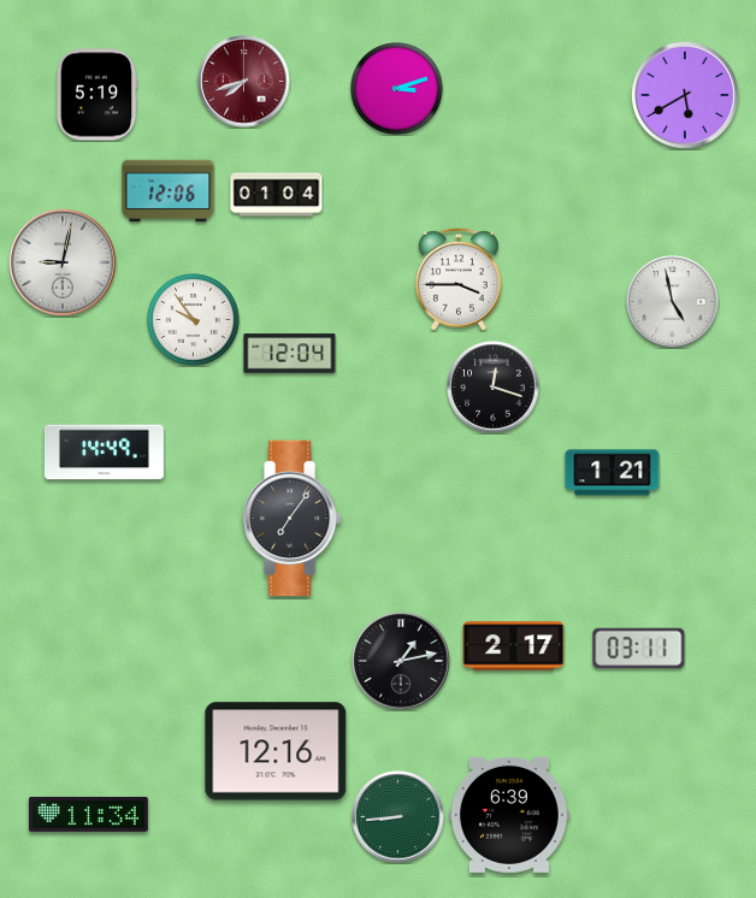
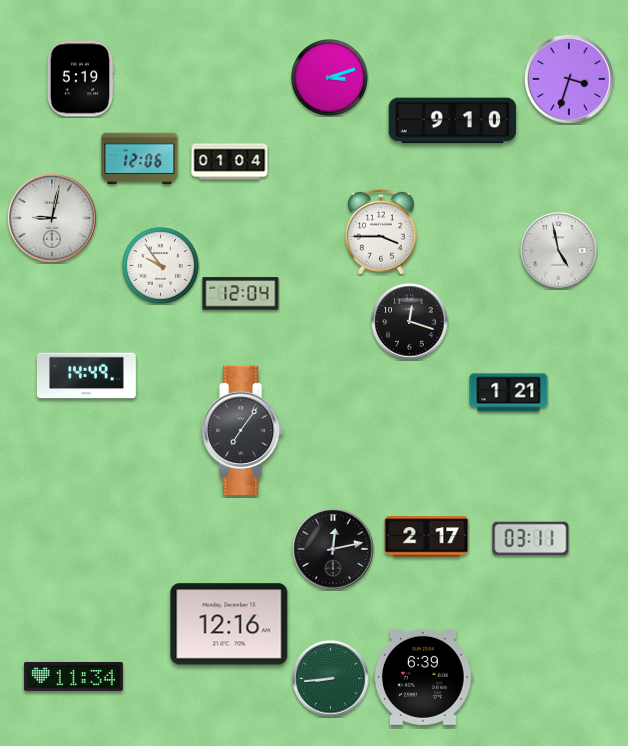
clock at (244, 82): 7:42 -> none
clock at (397, 89) position: (397, 89) -> (330, 78)
clock at (685, 95): 5:40 -> 3:33
clock at (453, 121): none -> 9:10
clock at (401, 661): 1:13 -> 12:13
